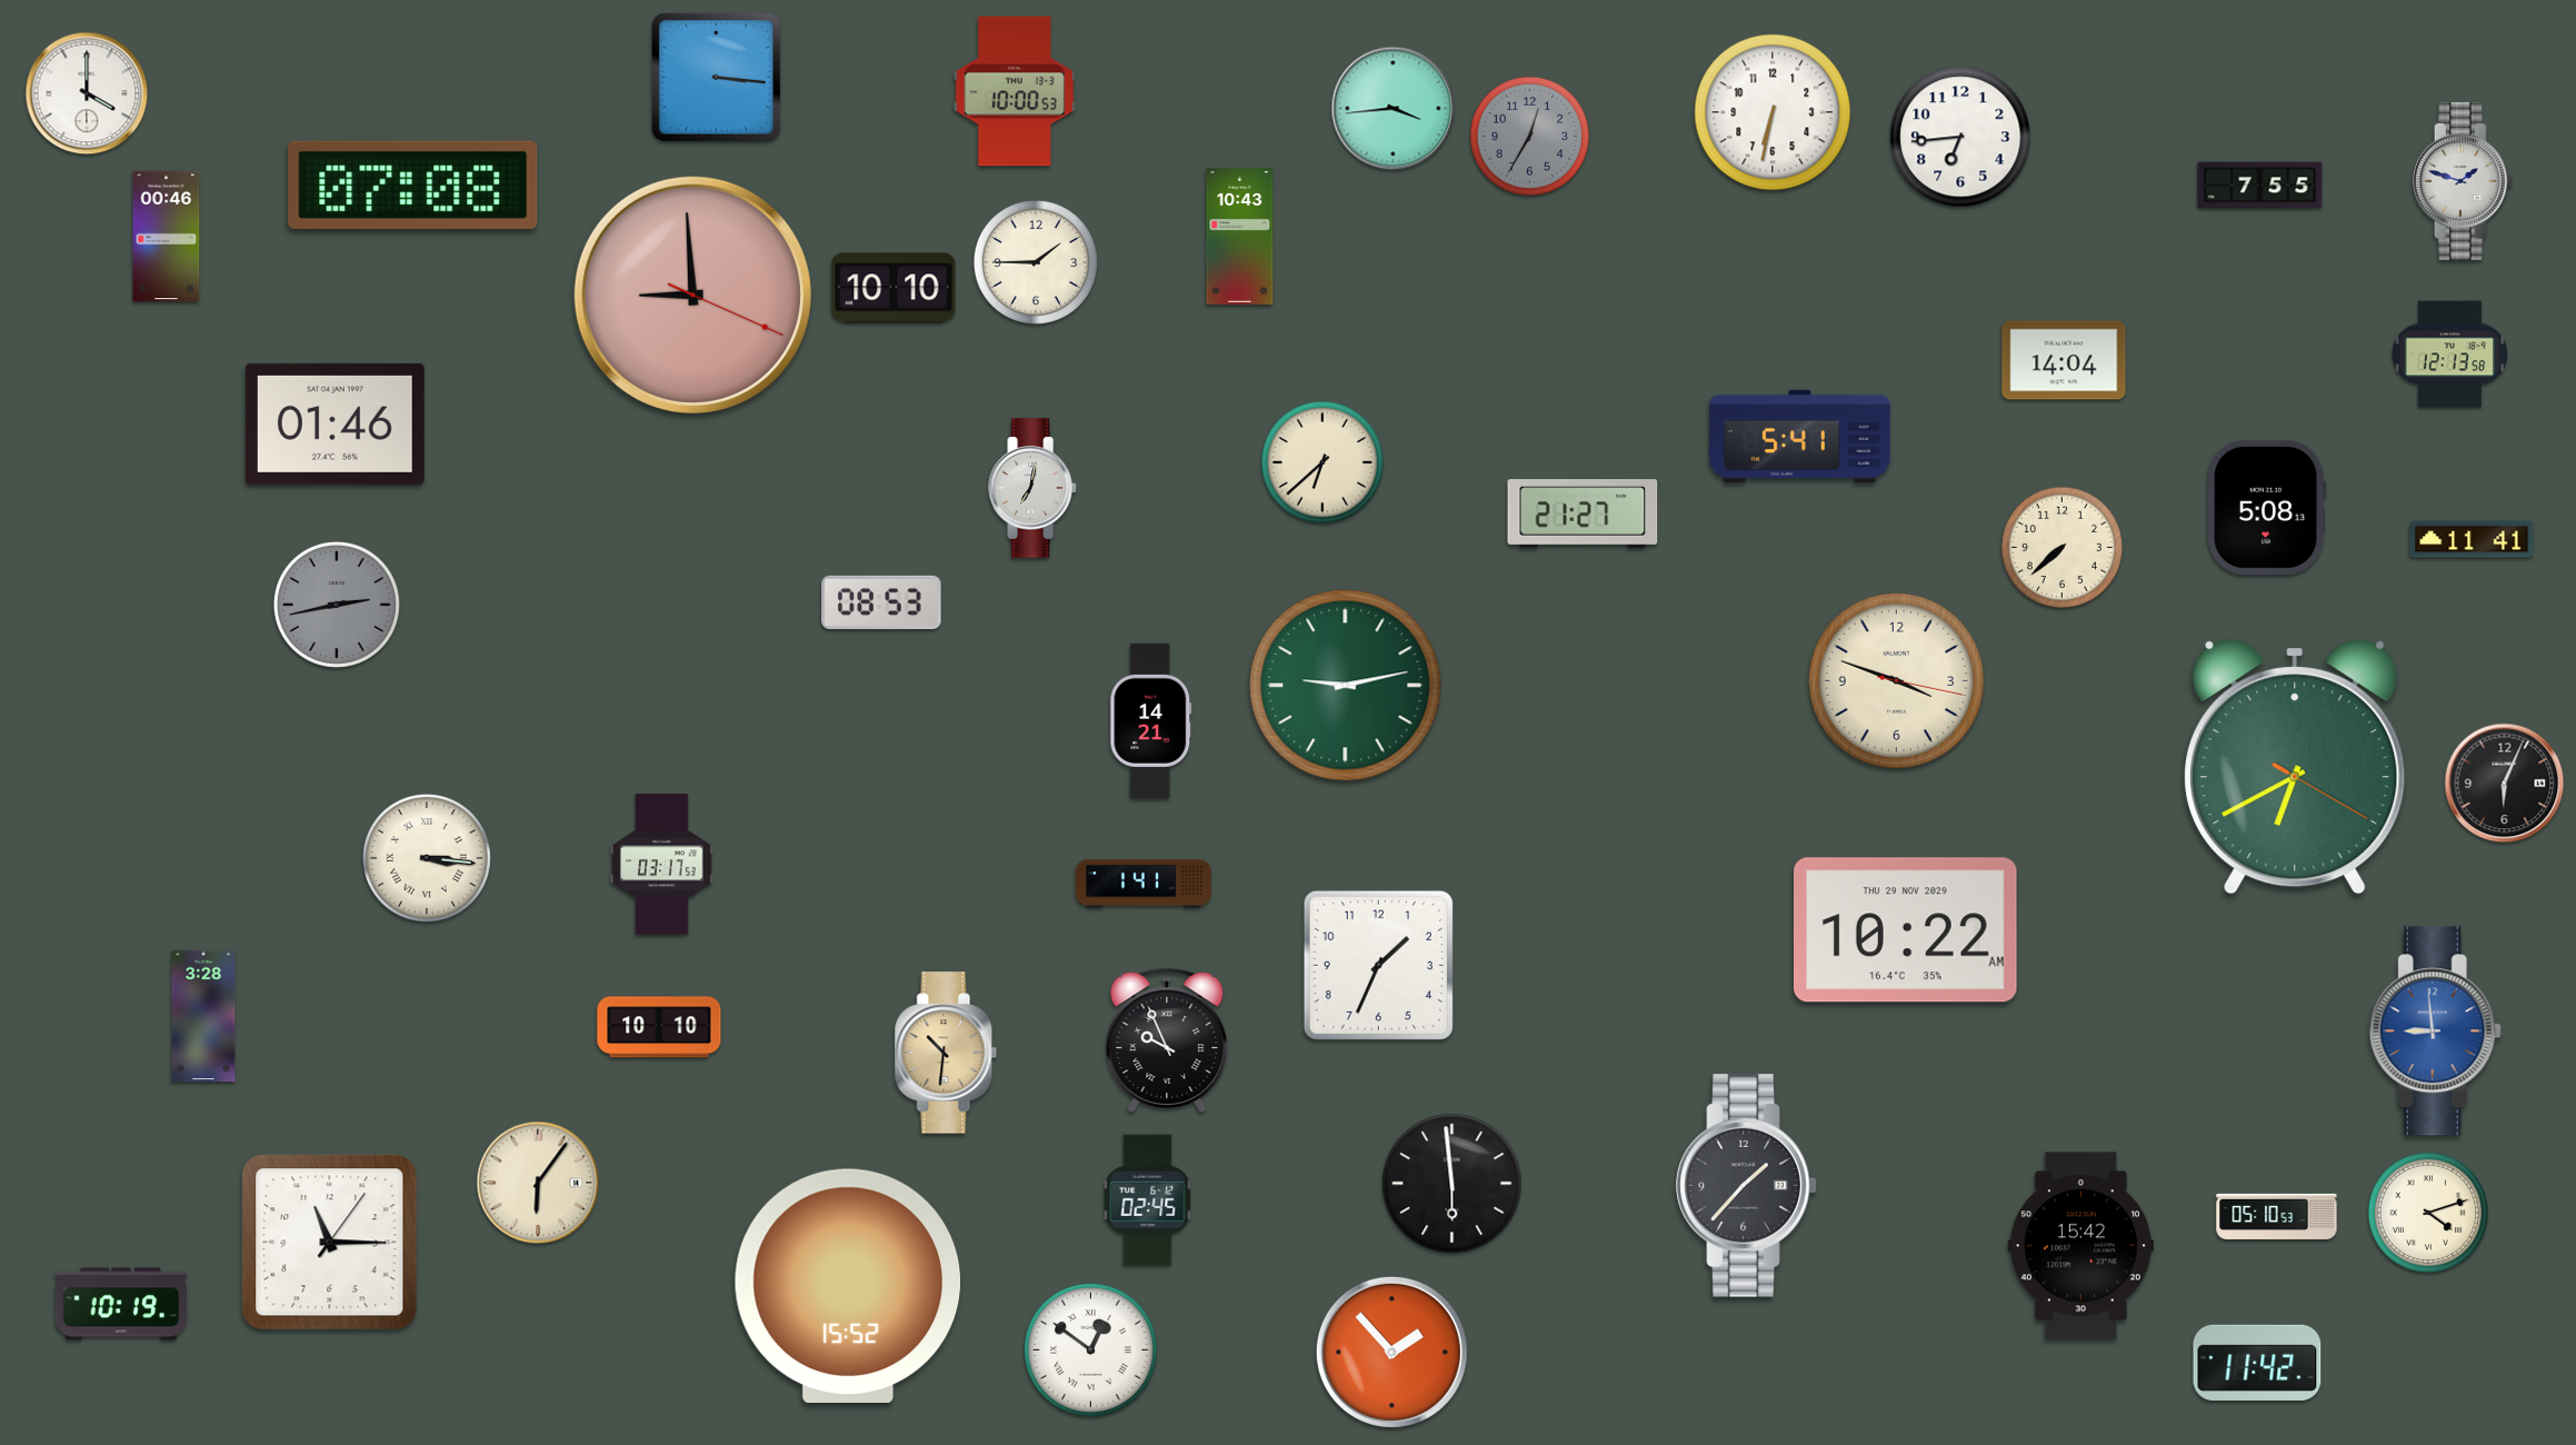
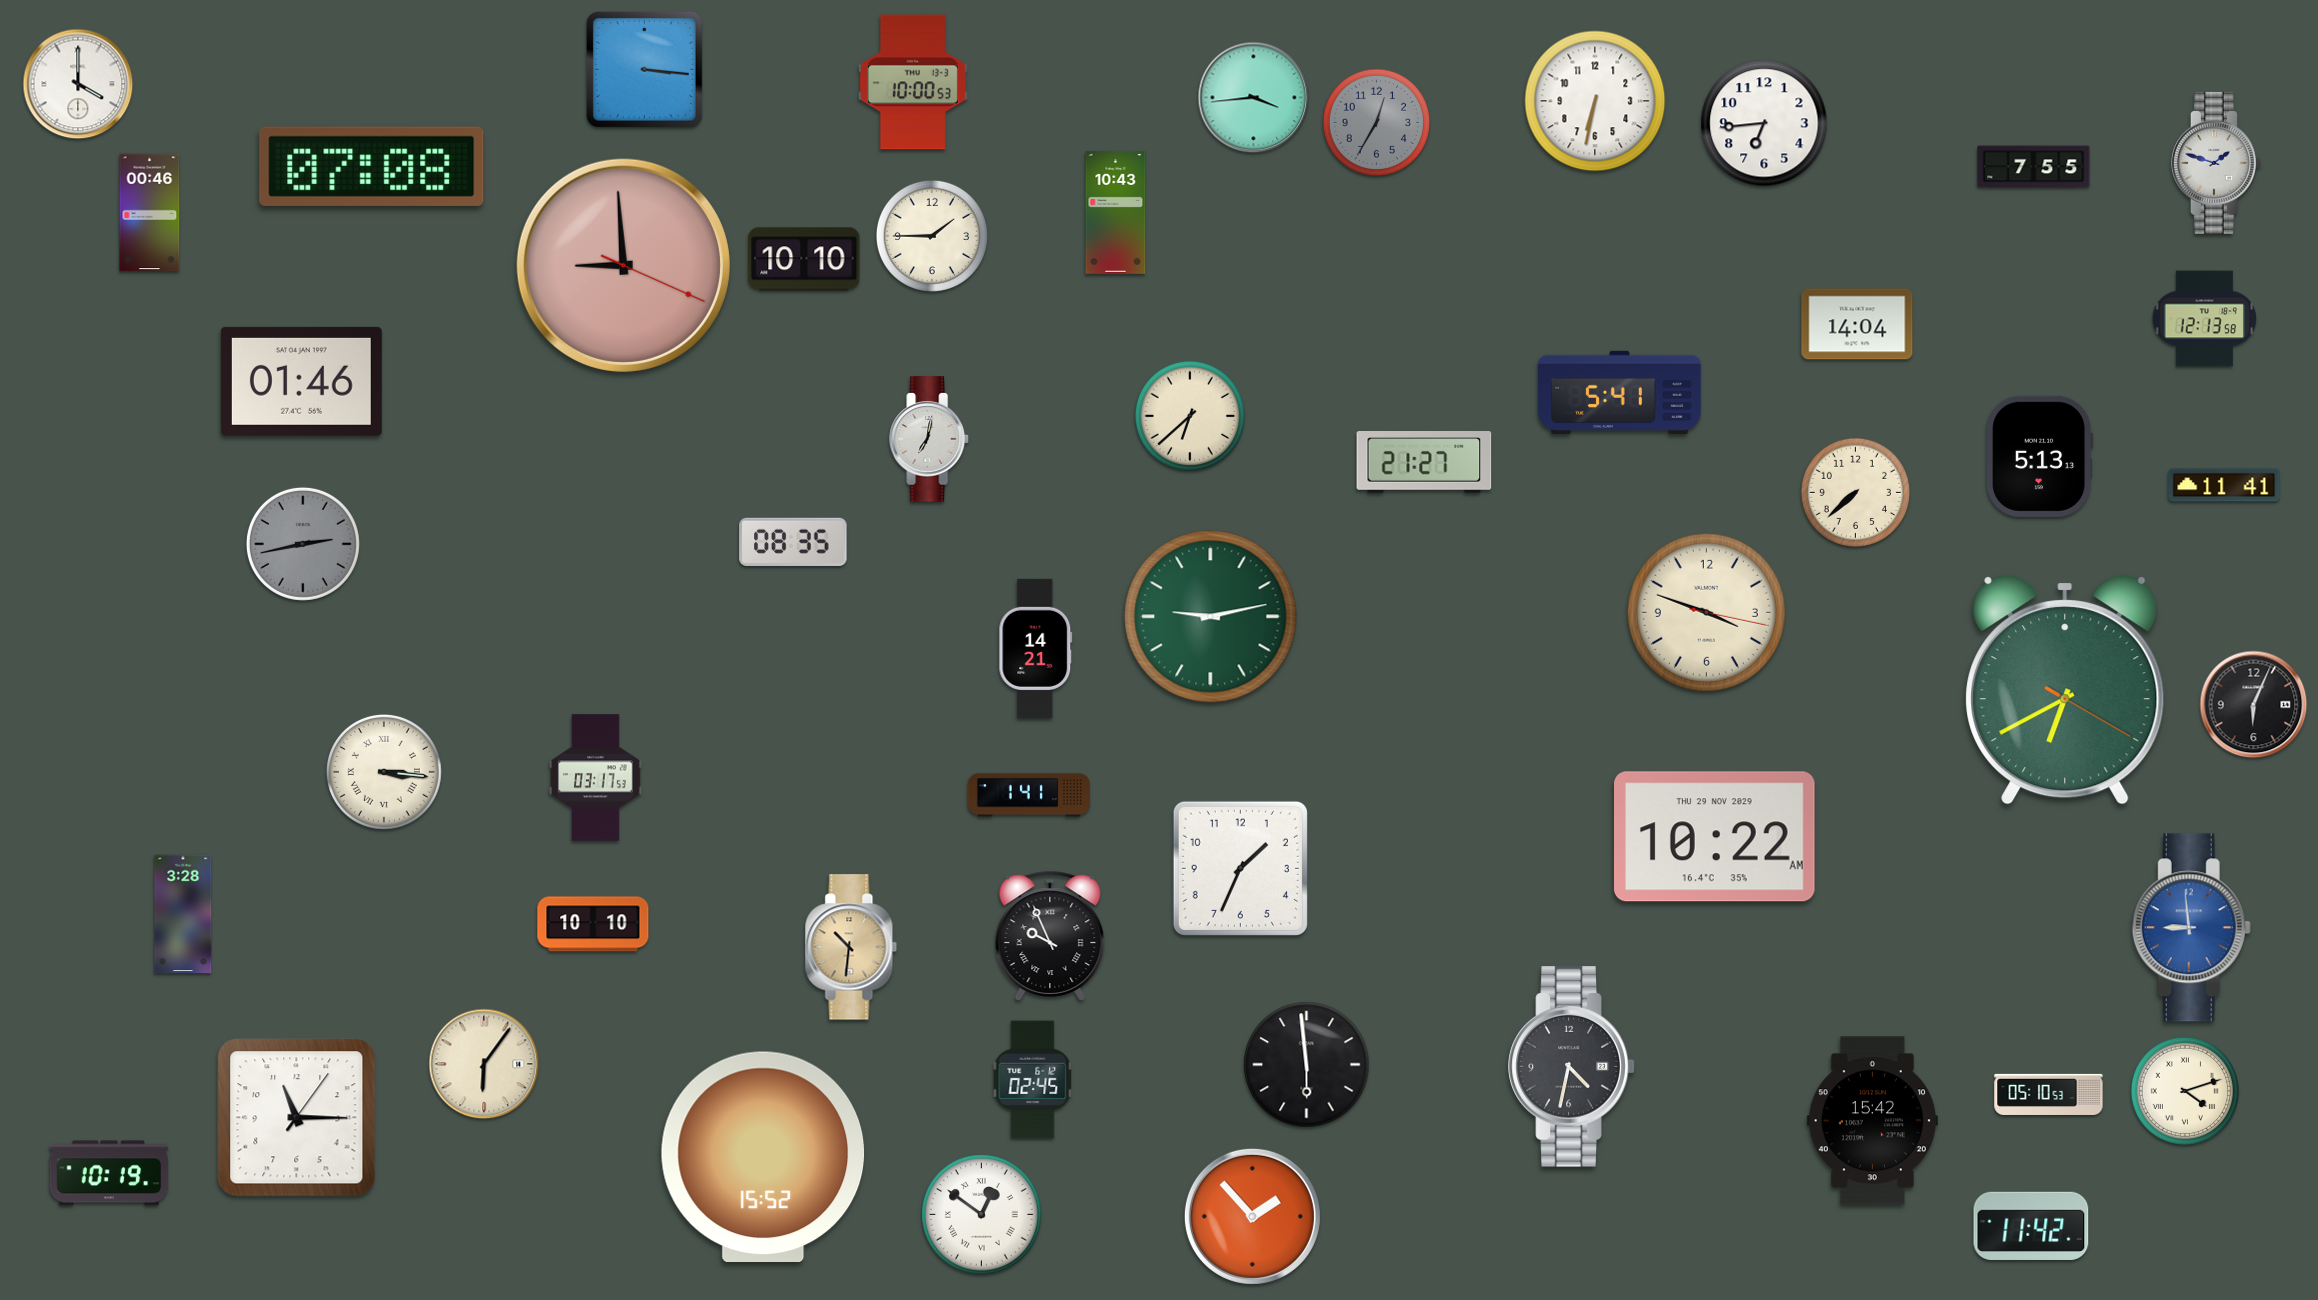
clock at (2267, 507): 5:08 -> 5:13
clock at (881, 602): 08:53 -> 08:35
clock at (1747, 1186): 1:37 -> 4:32
